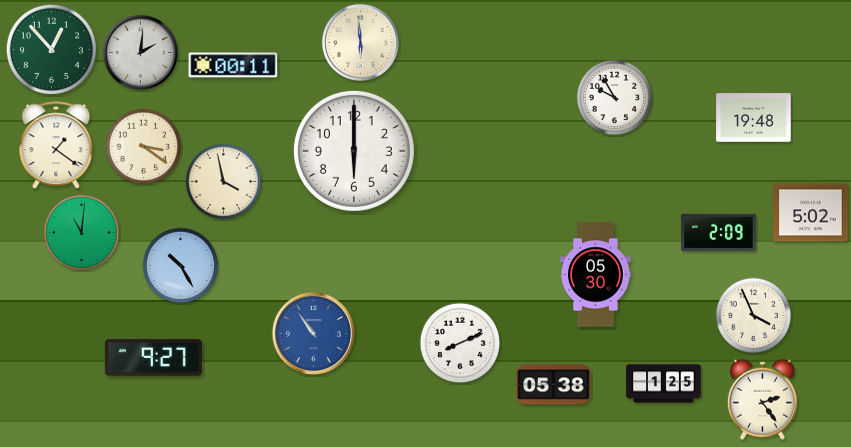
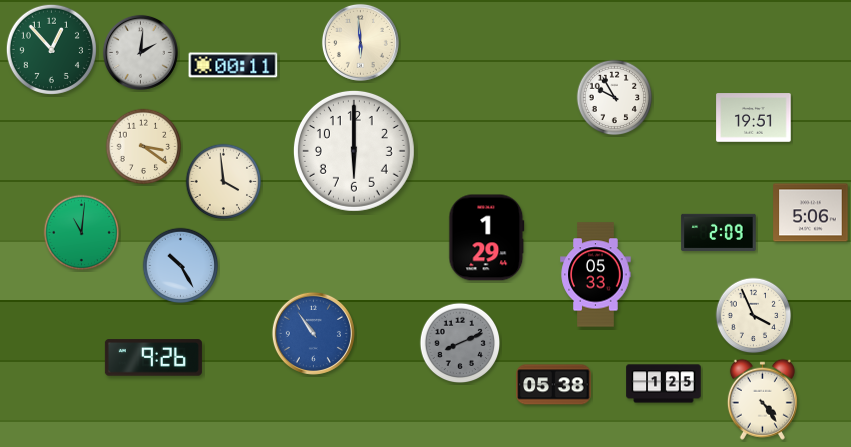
clock at (754, 118): 19:48 -> 19:51
clock at (56, 146): 1:21 -> none
clock at (224, 182): 3:58 -> 3:59
clock at (811, 213): 5:02 -> 5:06
clock at (487, 238): none -> 1:29
clock at (596, 275): 05:30 -> 05:33
clock at (460, 343) dial: white -> grey
clock at (153, 358): 9:27 -> 9:26
clock at (762, 399): 2:24 -> 4:24
